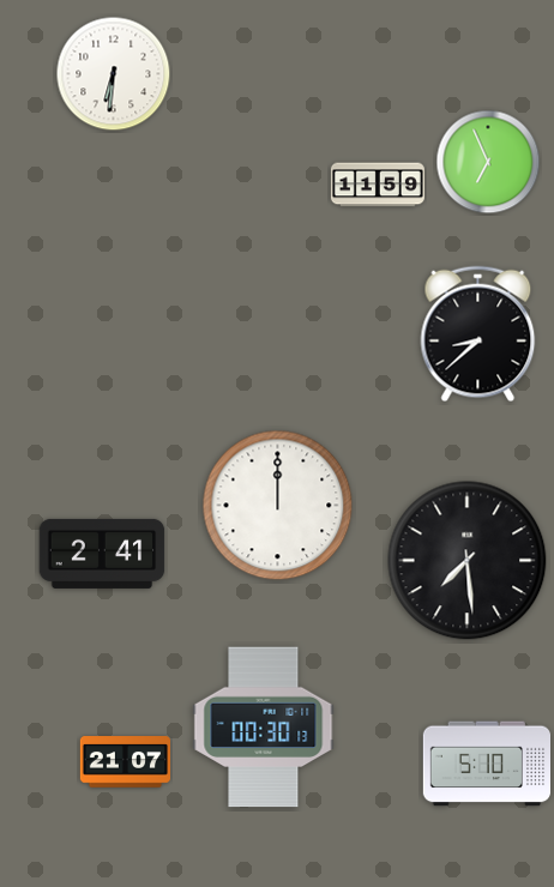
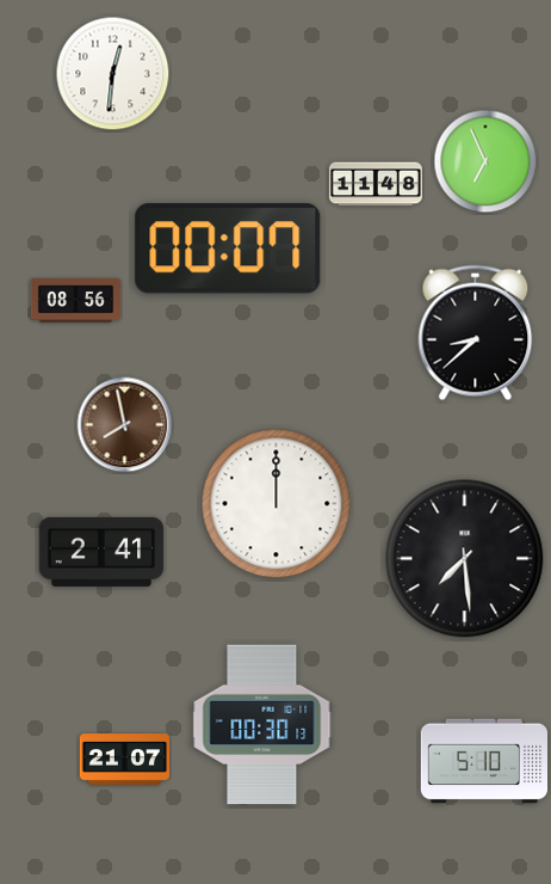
clock at (114, 74): 6:31 -> 12:31
clock at (378, 185): 11:59 -> 11:48
clock at (228, 248): none -> 00:07
clock at (75, 301): none -> 08:56
clock at (125, 425): none -> 7:58
